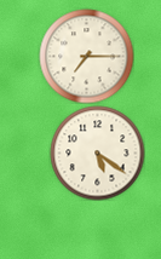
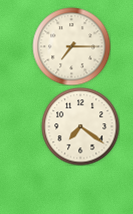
clock at (97, 152): 5:21 -> 7:21
